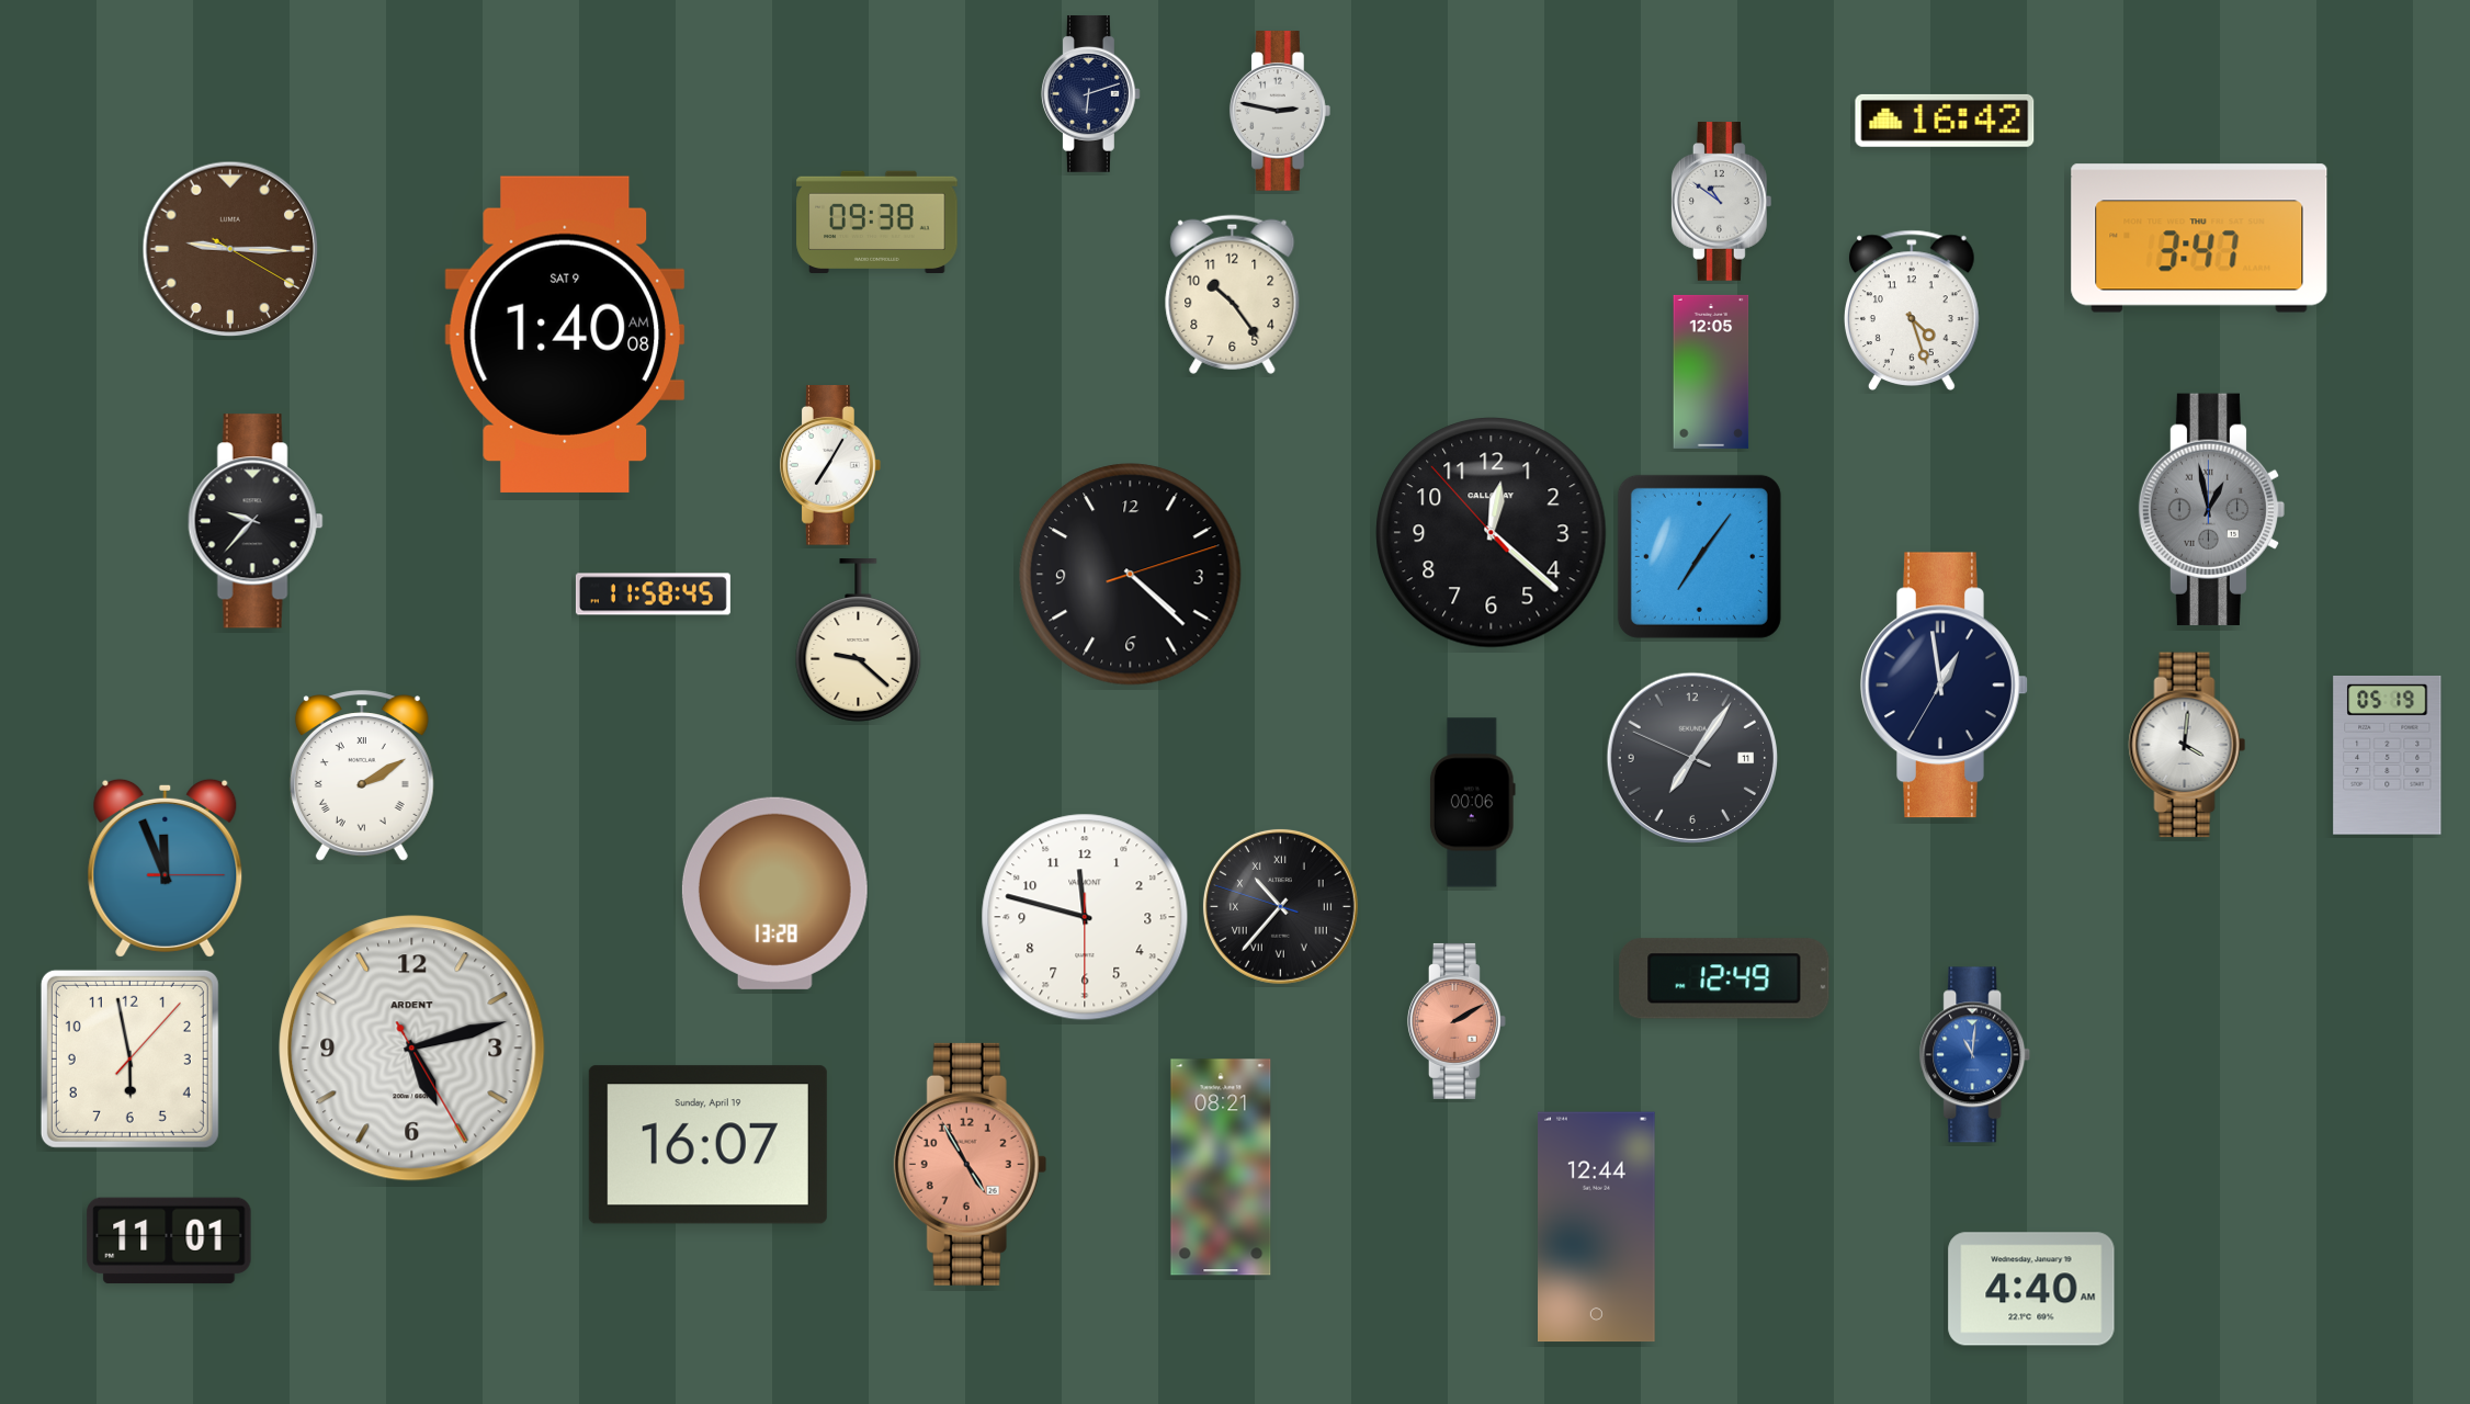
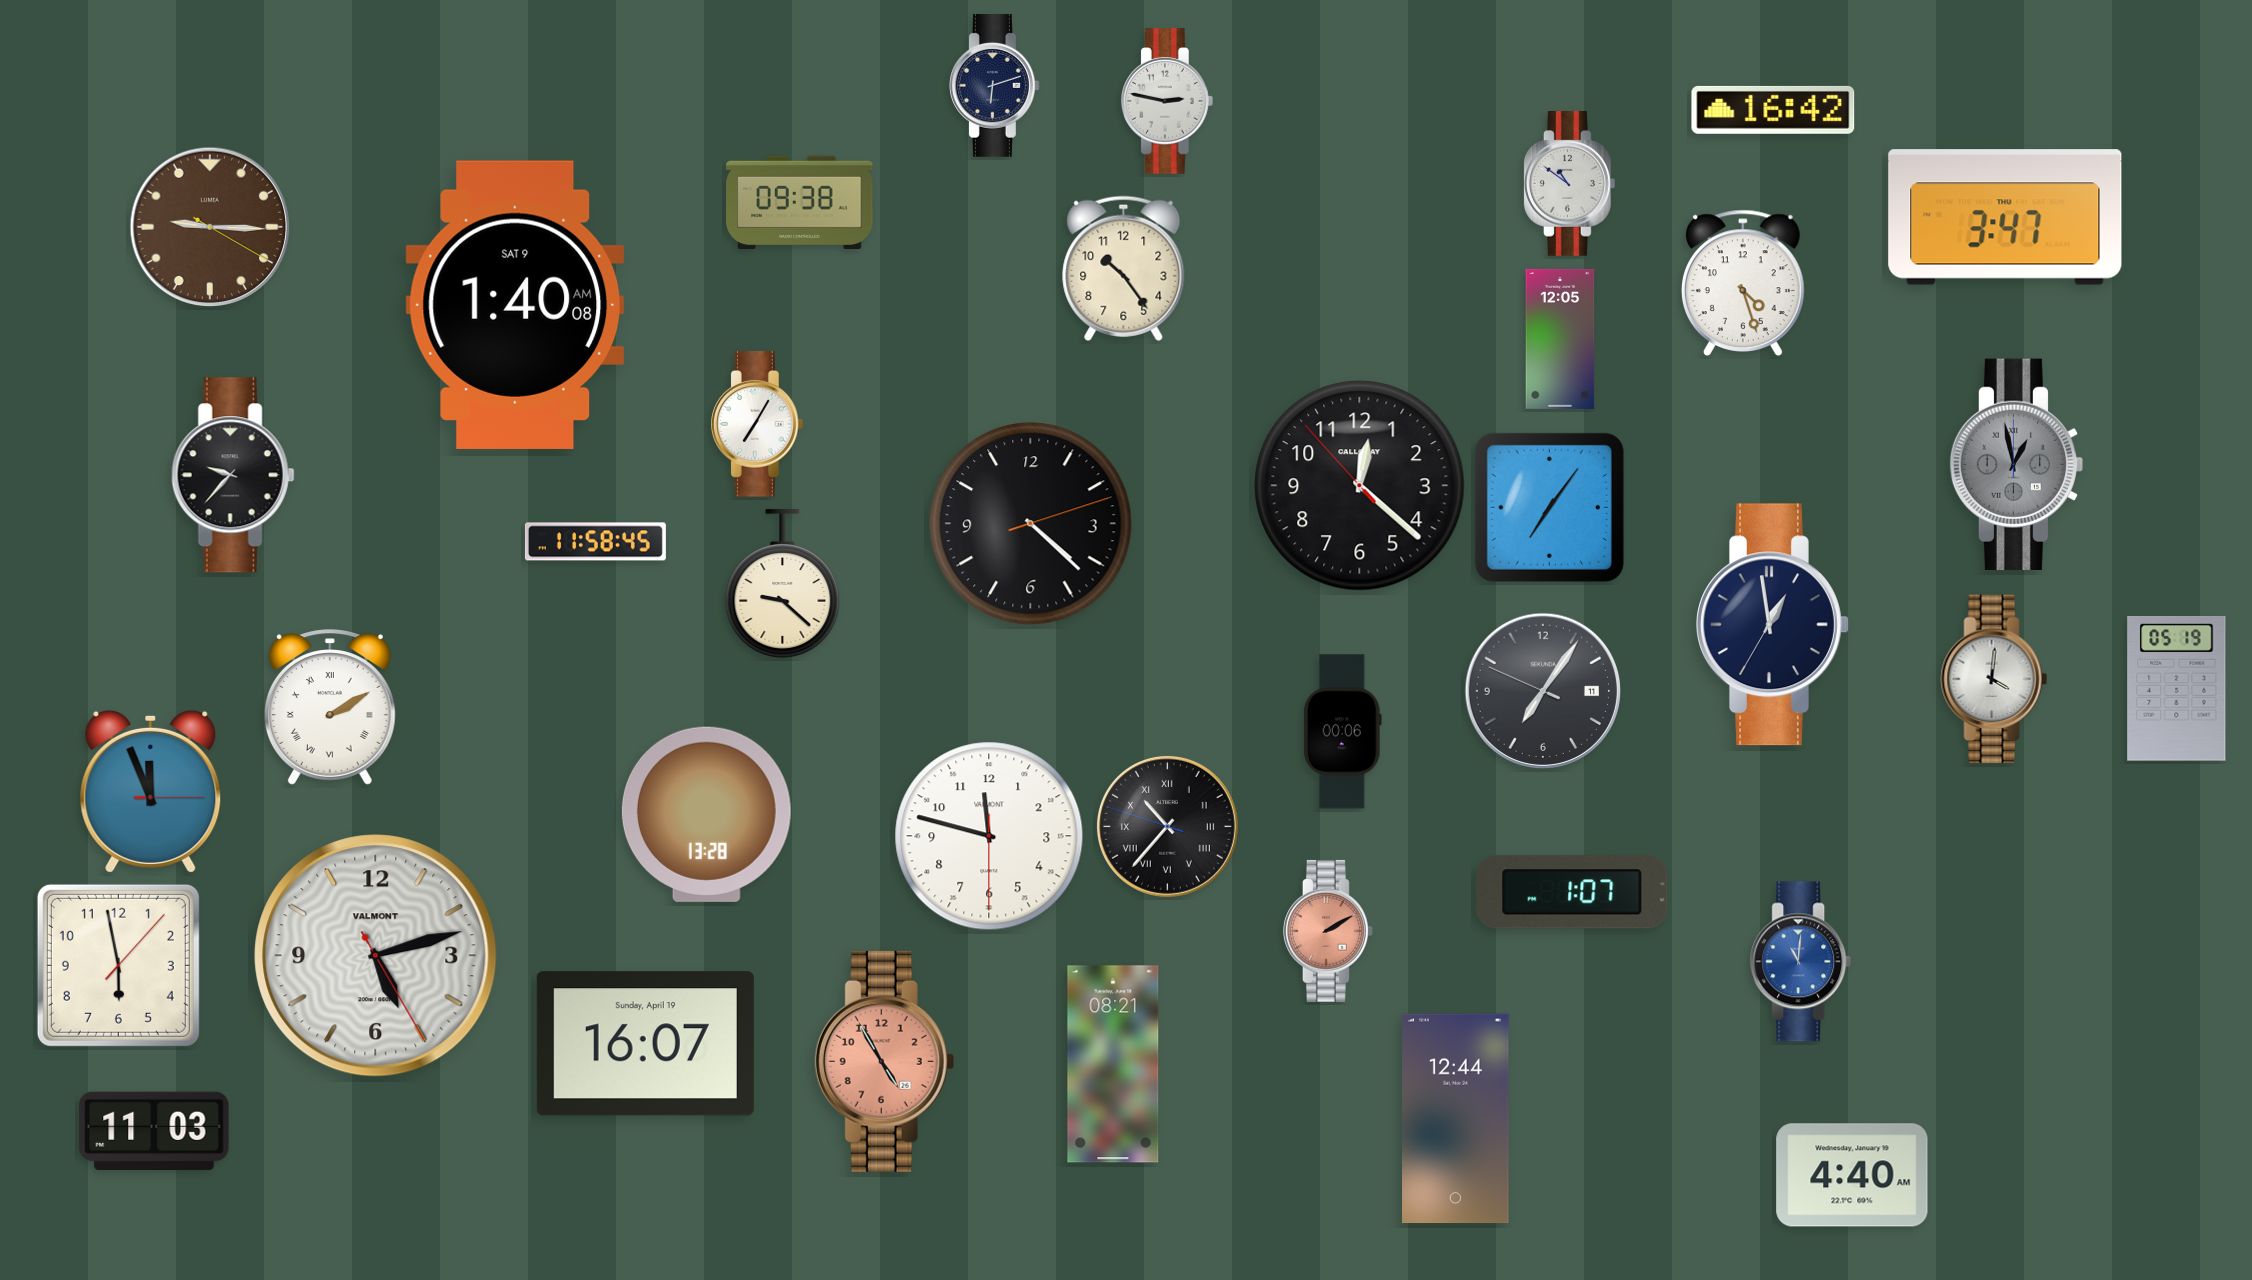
clock at (1724, 978): 12:49 -> 1:07
clock at (412, 1049) brand: ARDENT -> VALMONT
clock at (169, 1241): 11:01 -> 11:03
